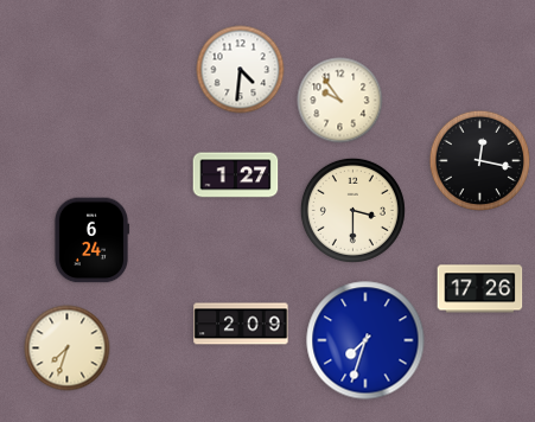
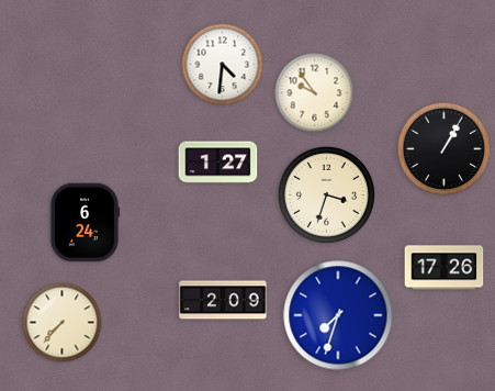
clock at (479, 160): 12:17 -> 1:05
clock at (352, 210): 3:30 -> 3:33
clock at (68, 349): 7:33 -> 7:37
